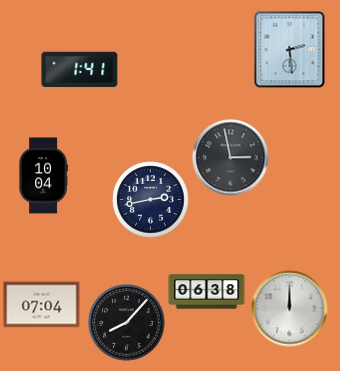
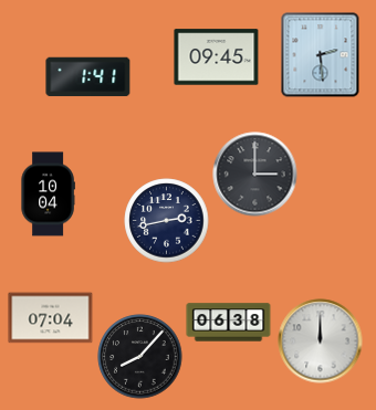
clock at (217, 57): none -> 09:45
clock at (231, 158): 2:58 -> 3:00
clock at (42, 305) position: (42, 305) -> (51, 318)
